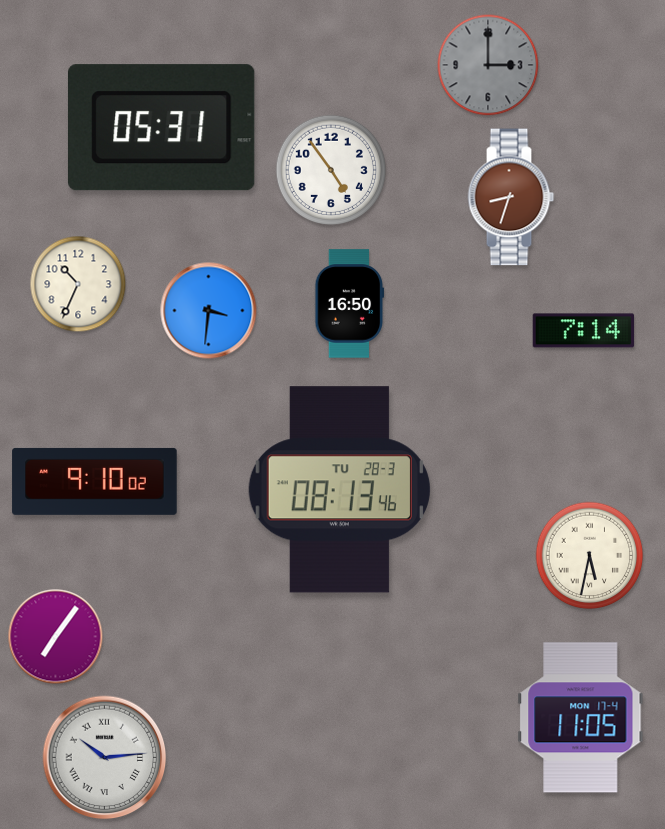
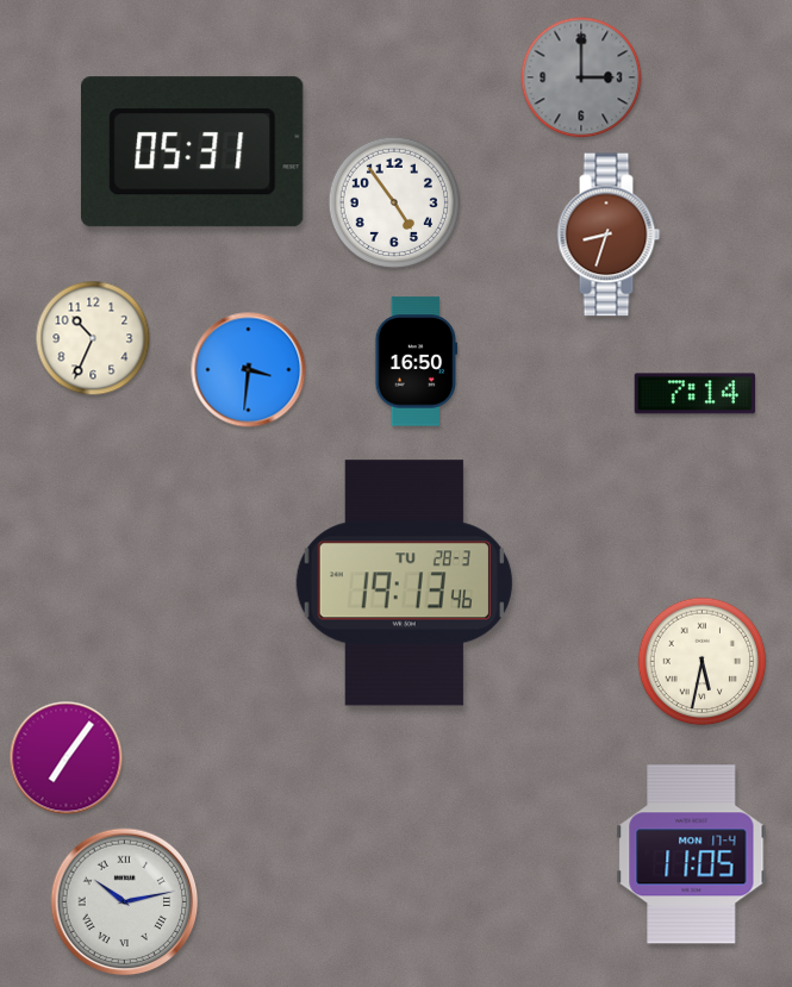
clock at (95, 481): 9:10 -> none
clock at (339, 490): 08:13 -> 19:13
clock at (105, 758): 10:14 -> 10:13
